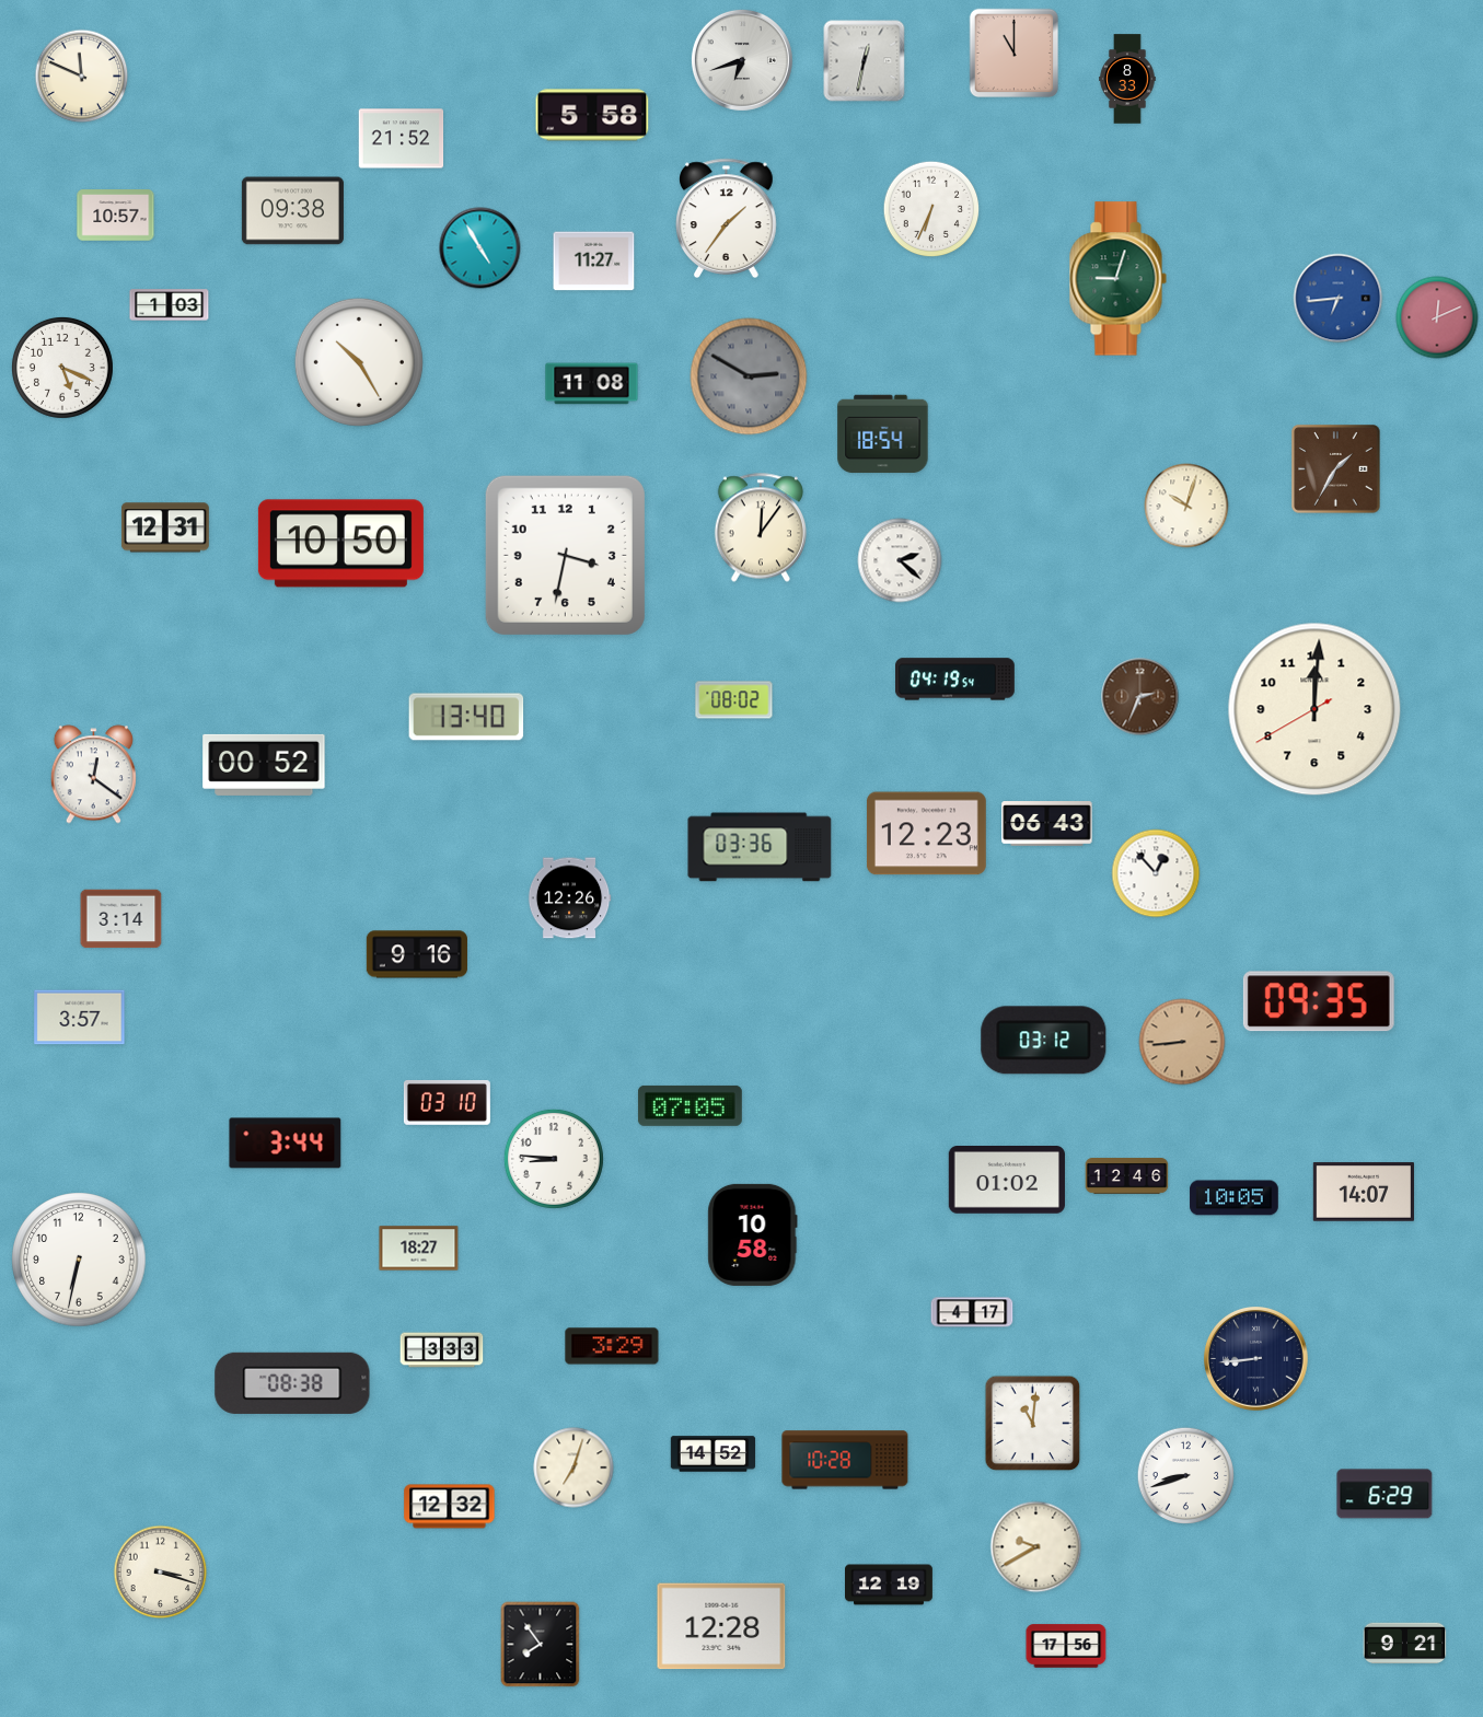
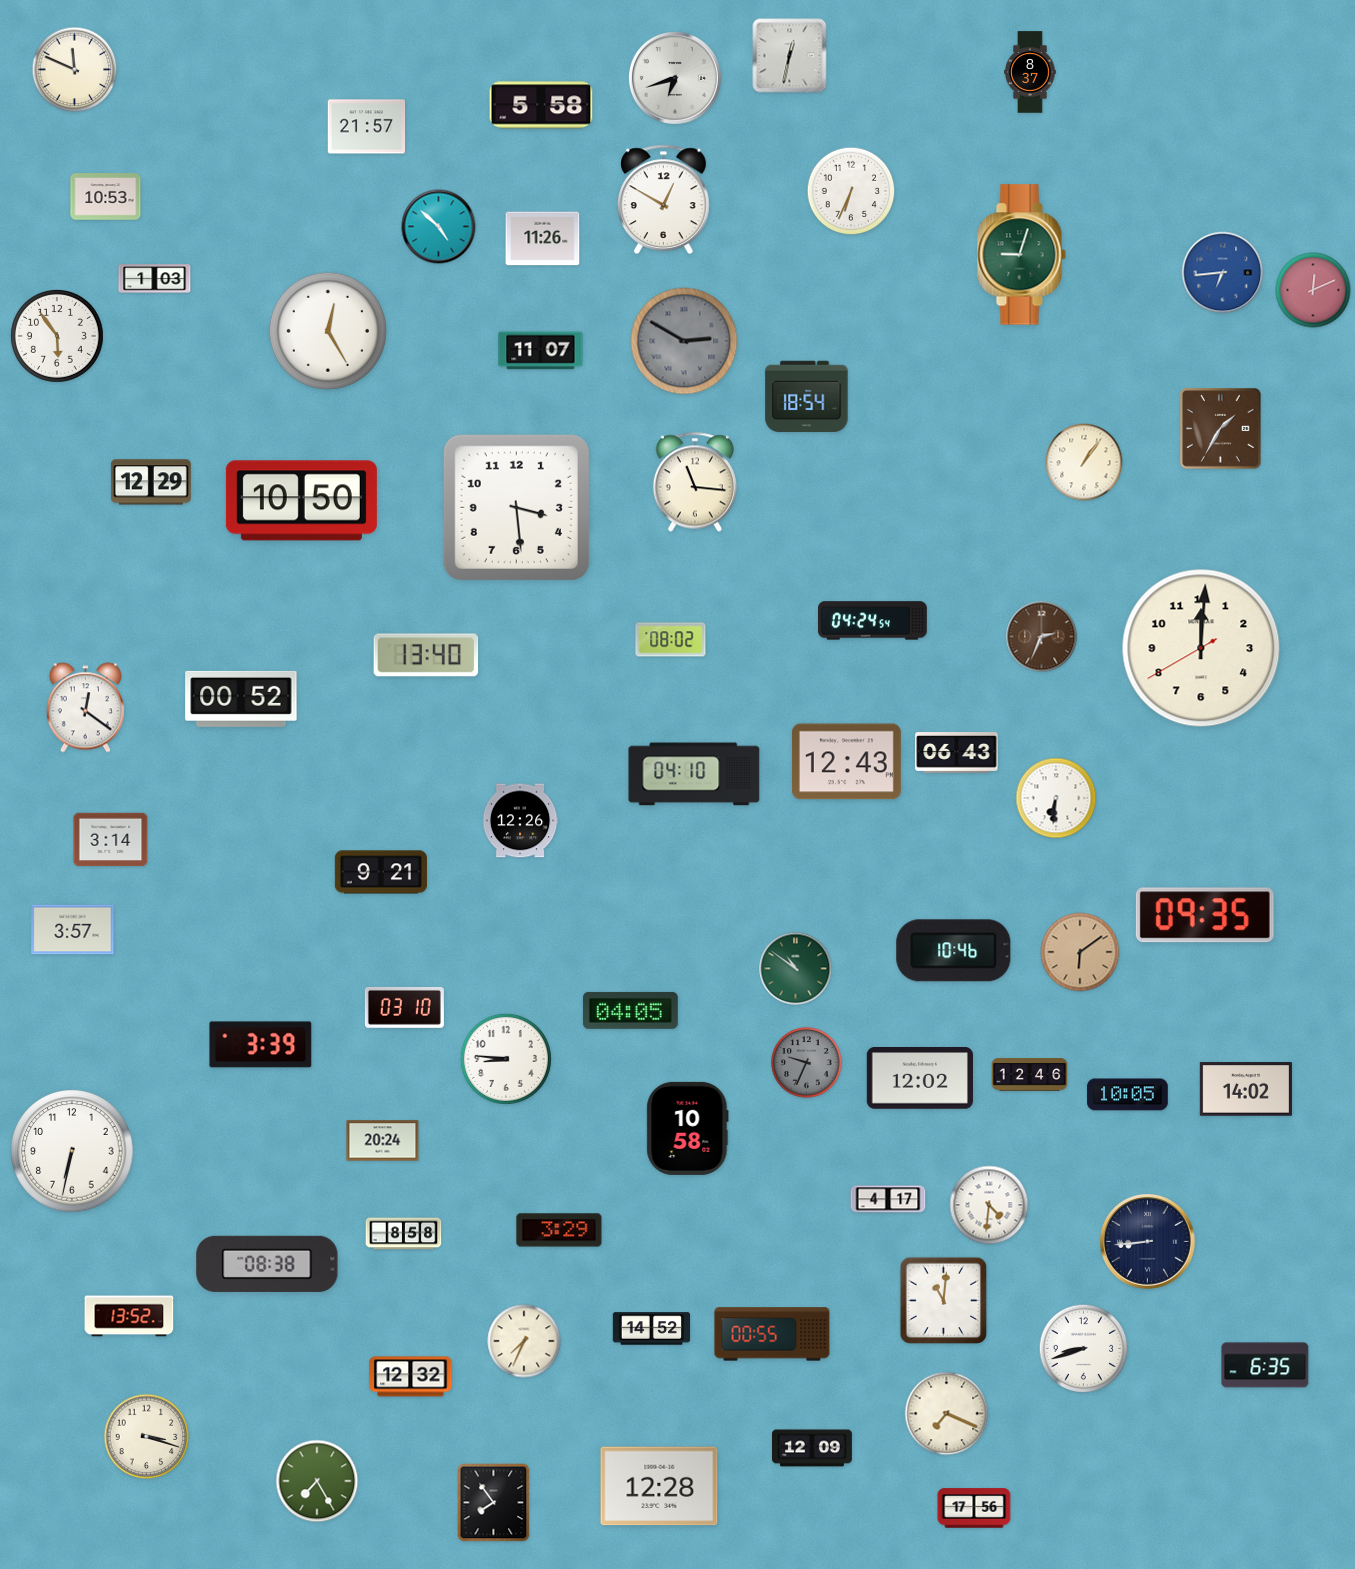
clock at (1015, 54): 11:00 -> none
clock at (742, 60) position: (742, 60) -> (675, 78)
clock at (1127, 79): 8:33 -> 8:37
clock at (402, 139): 21:52 -> 21:57
clock at (292, 211): 09:38 -> none
clock at (116, 216): 10:57 -> 10:53
clock at (727, 218): 1:36 -> 12:50
clock at (480, 248): 4:55 -> 4:52
clock at (594, 262): 11:27 -> 11:26
clock at (359, 362): 10:25 -> 12:25
clock at (62, 368): 5:19 -> 5:54
clock at (749, 376) position: (749, 376) -> (684, 341)
clock at (592, 384): 11:08 -> 11:07
clock at (1186, 506): 10:03 -> 1:06
clock at (165, 527): 12:31 -> 12:29
clock at (761, 527): 12:06 -> 11:16
clock at (340, 544) position: (340, 544) -> (301, 501)
clock at (565, 555): 3:32 -> 3:29
clock at (900, 560): 2:22 -> none
clock at (955, 680): 04:19 -> 04:24
clock at (926, 834): 12:23 -> 12:43
clock at (760, 847): 03:36 -> 04:10
clock at (1156, 873): 12:53 -> 6:31
clock at (417, 954): 9:16 -> 9:21
clock at (1044, 1041): 03:12 -> 10:46
clock at (1182, 1042): 8:44 -> 6:09
clock at (796, 969): none -> 10:51
clock at (447, 1102) position: (447, 1102) -> (404, 1007)
clock at (691, 1105): 07:05 -> 04:05
clock at (286, 1144): 3:44 -> 3:39
clock at (807, 1063): none -> 9:34
clock at (1007, 1181): 01:02 -> 12:02
clock at (1364, 1192): 14:07 -> 14:02
clock at (419, 1249): 18:27 -> 20:24
clock at (989, 1205): none -> 4:31
clock at (442, 1350): 3:33 -> 8:58
clock at (129, 1316): none -> 13:52
clock at (845, 1460): 10:28 -> 00:55
clock at (573, 1467): 7:03 -> 7:34
clock at (1384, 1494): 6:29 -> 6:35
clock at (1036, 1547): 9:40 -> 7:19
clock at (890, 1585): 12:19 -> 12:09
clock at (317, 1481): none -> 7:25
clock at (1405, 1644): 9:21 -> none
clock at (1066, 1646) position: (1066, 1646) -> (974, 1508)
